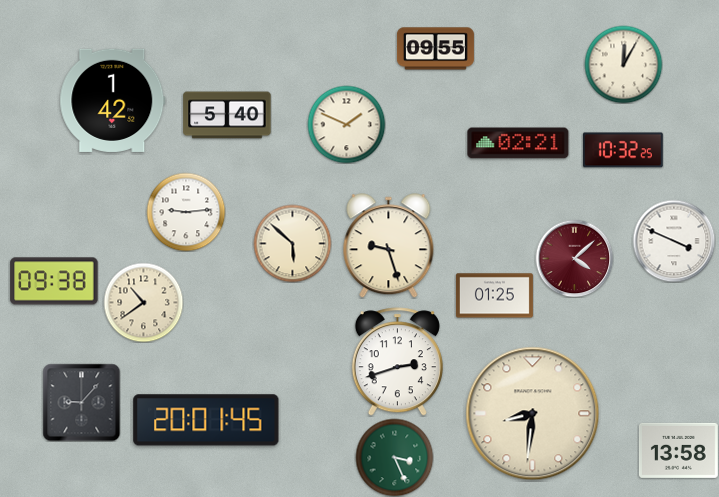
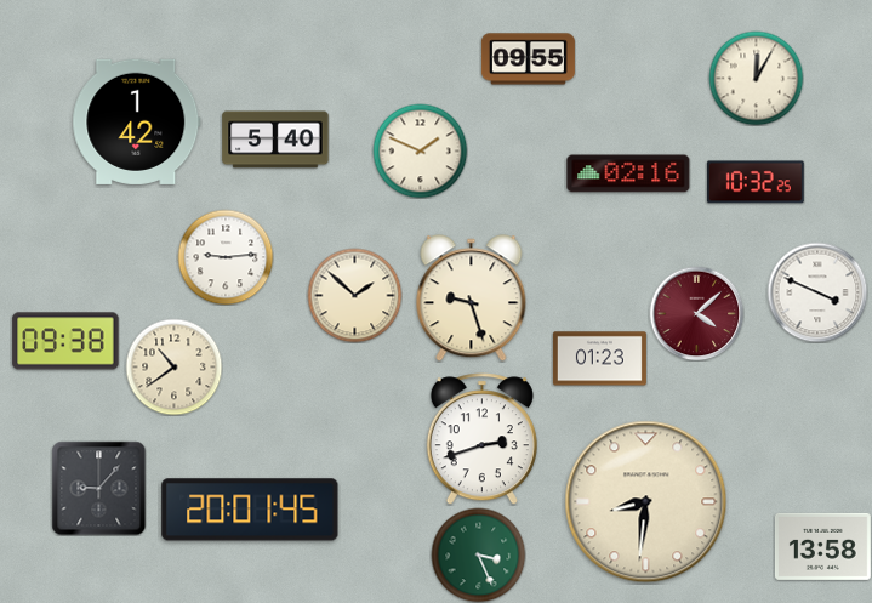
clock at (518, 143): 02:21 -> 02:16
clock at (292, 243): 5:52 -> 1:52
clock at (494, 296): 01:25 -> 01:23
